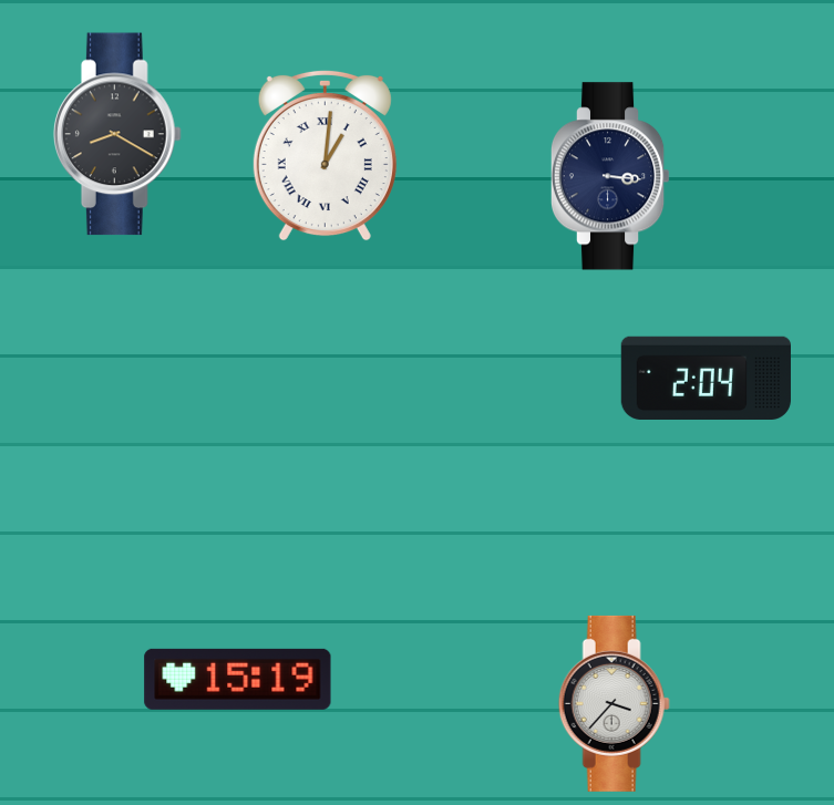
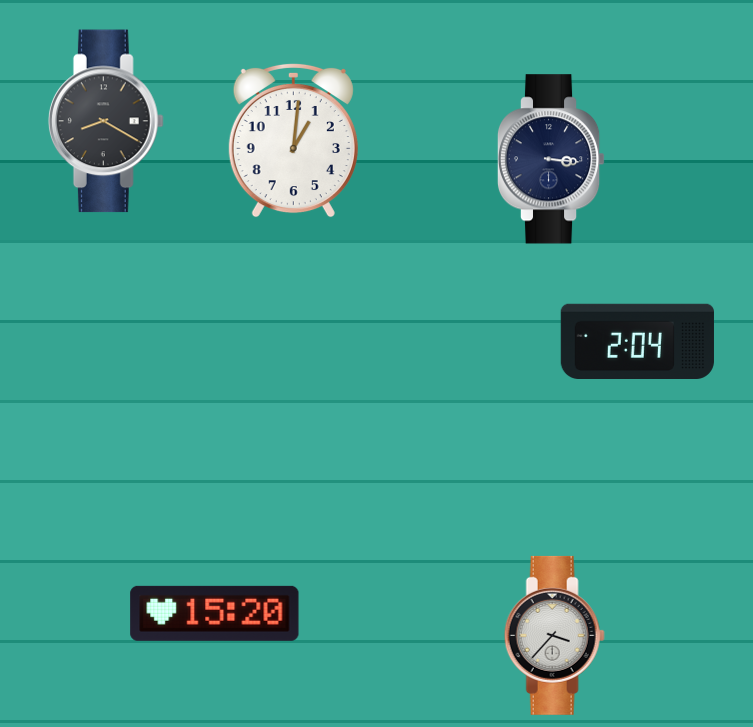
clock at (325, 155) numerals: Roman -> Arabic
clock at (238, 679): 15:19 -> 15:20
